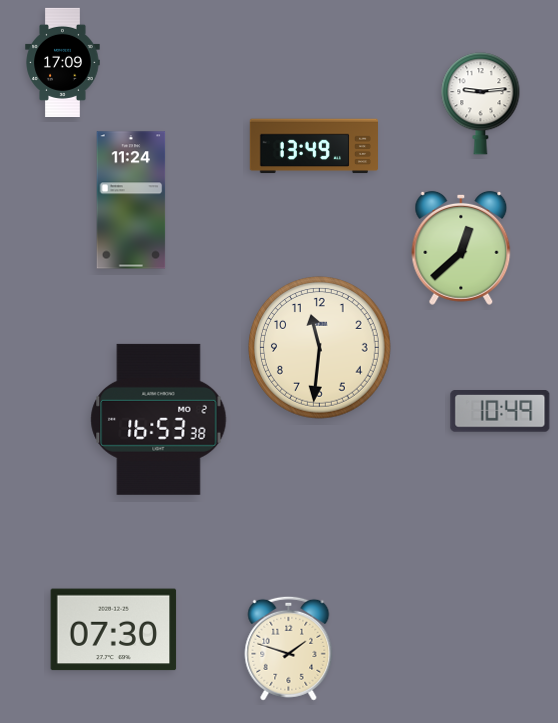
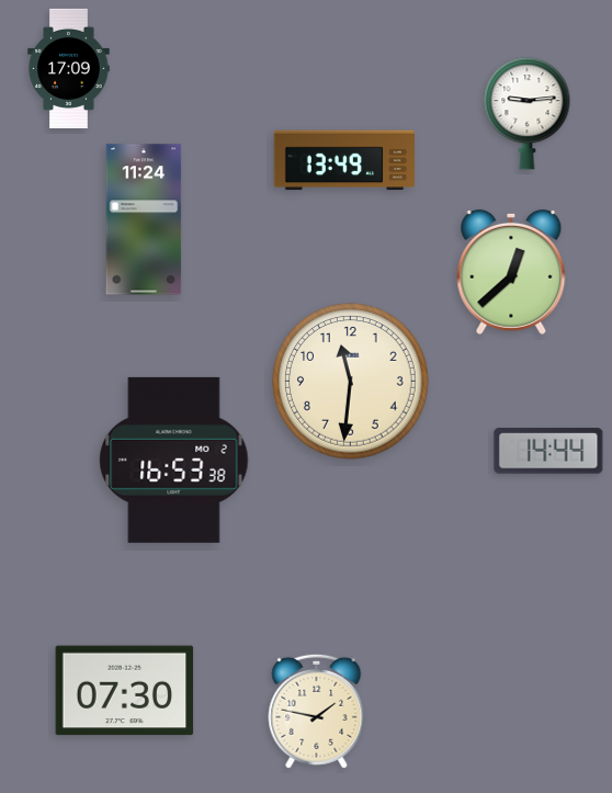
clock at (461, 248) position: (461, 248) -> (511, 272)
clock at (500, 412): 10:49 -> 14:44
clock at (289, 648): 1:48 -> 1:47
